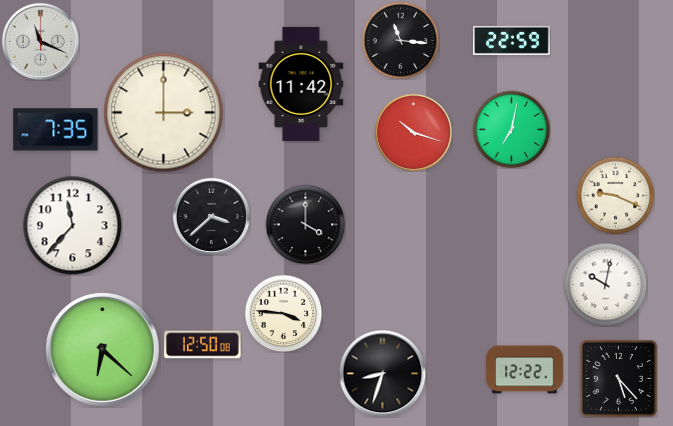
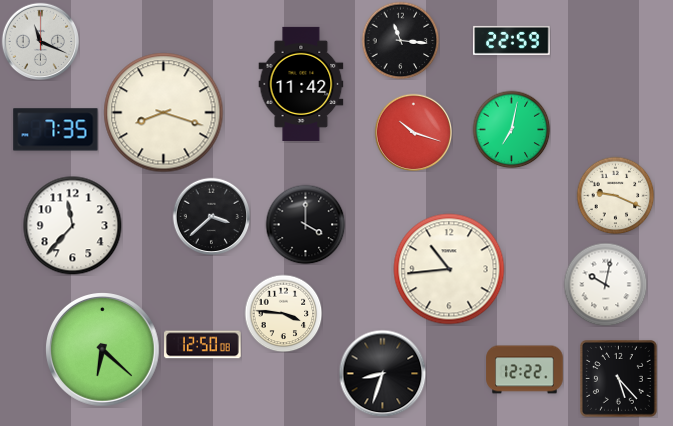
clock at (164, 113): 3:00 -> 8:18
clock at (449, 269): none -> 10:44
